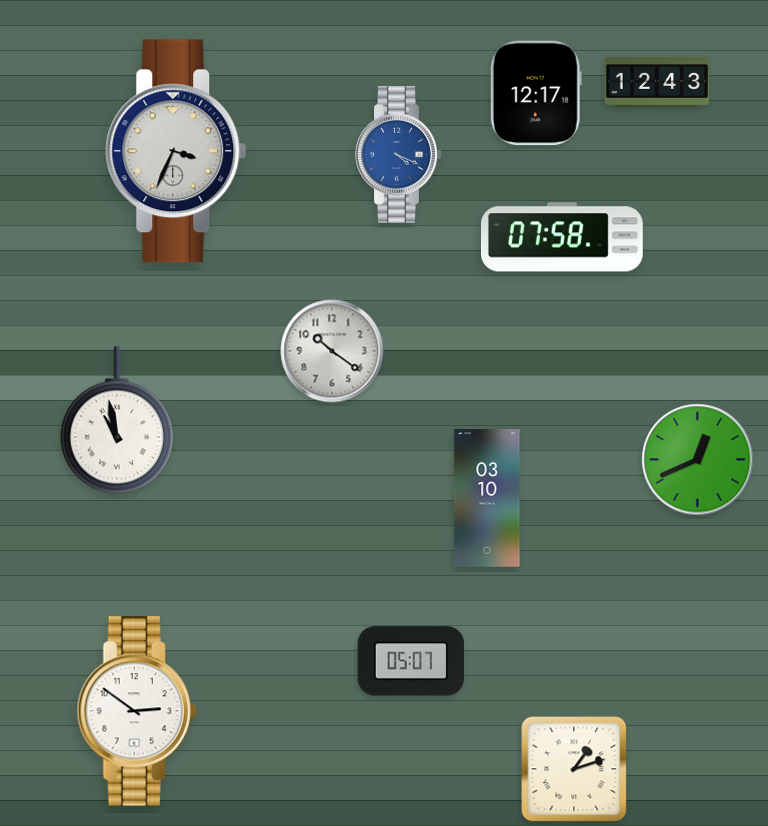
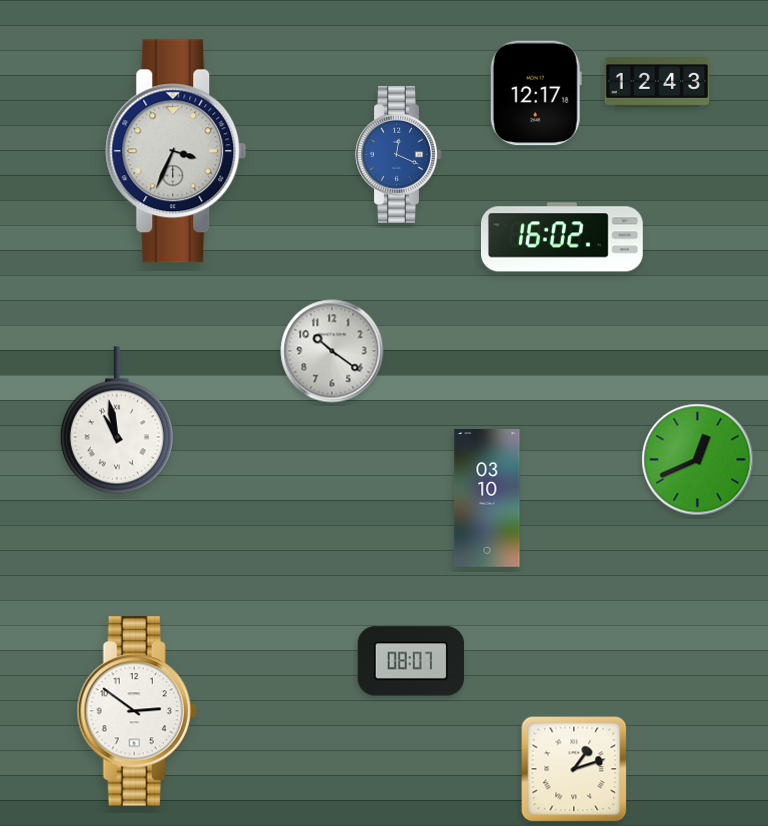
clock at (399, 154): 4:19 -> 12:19
clock at (563, 237): 07:58 -> 16:02
clock at (410, 661): 05:07 -> 08:07
